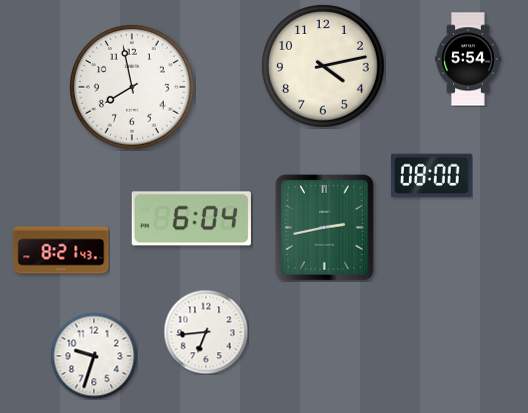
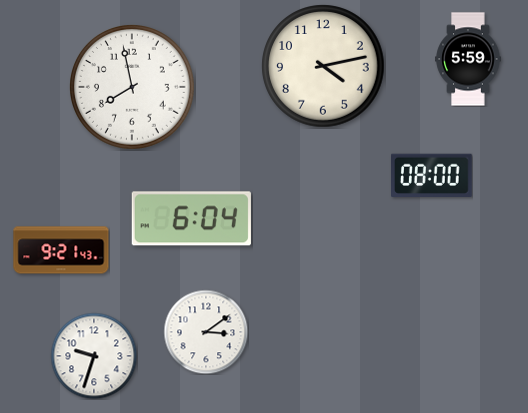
clock at (468, 59): 5:54 -> 5:59
clock at (325, 228): 2:43 -> none
clock at (61, 250): 8:21 -> 9:21
clock at (206, 332): 6:44 -> 3:09
